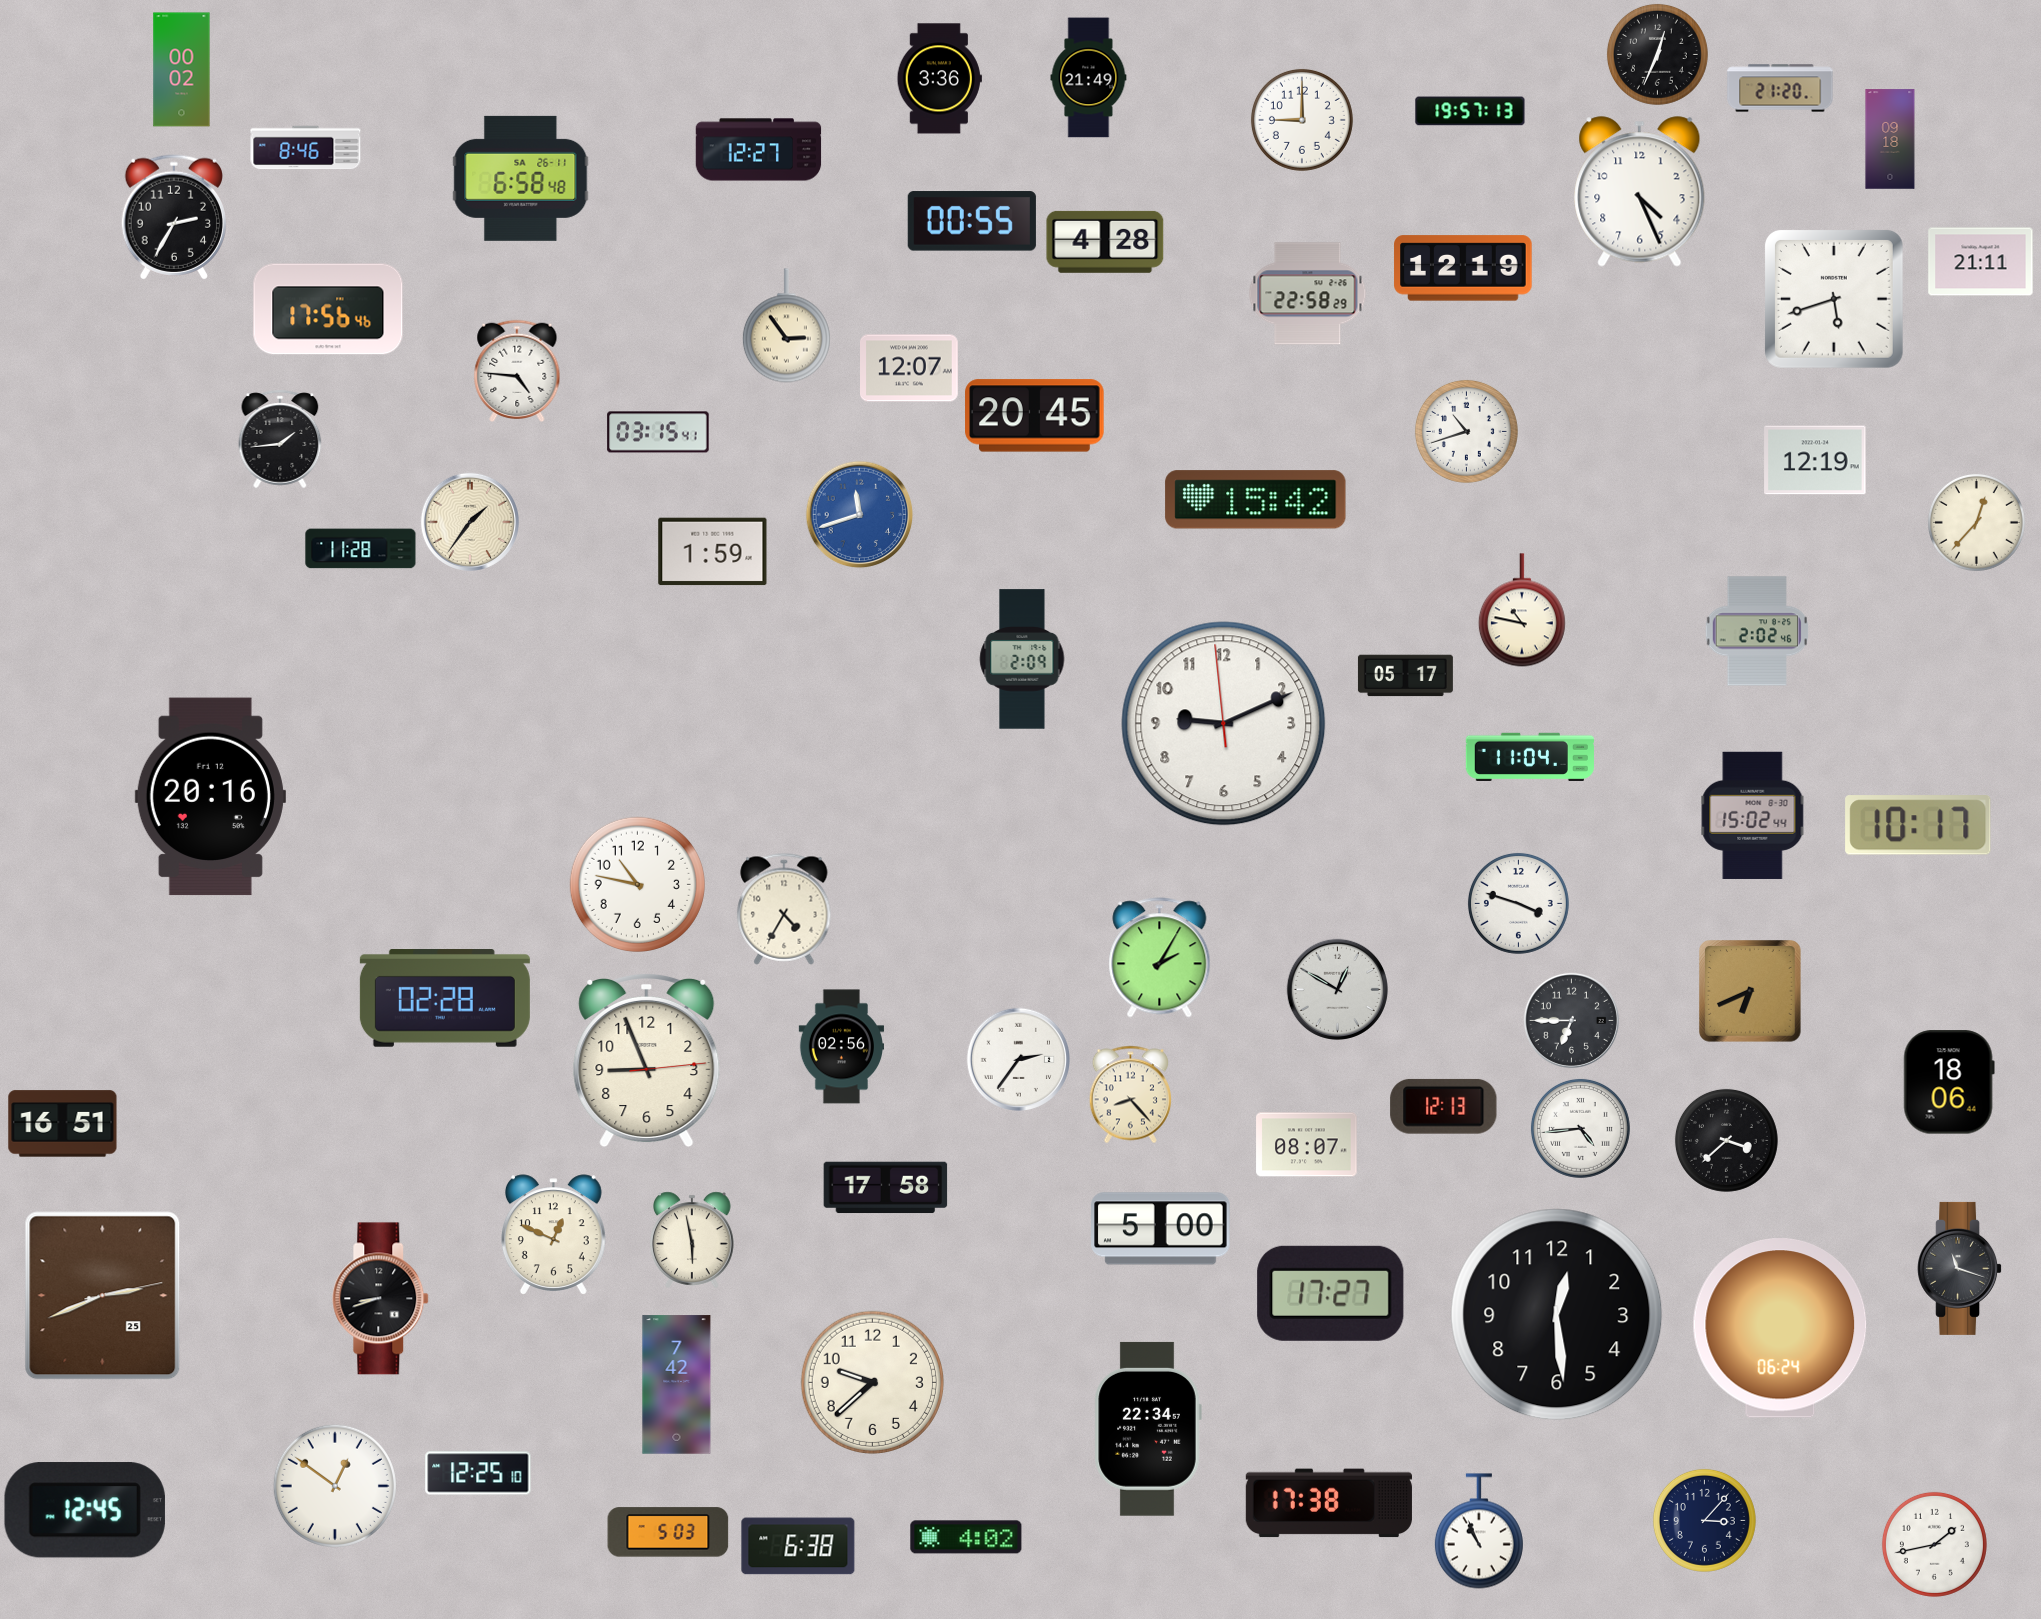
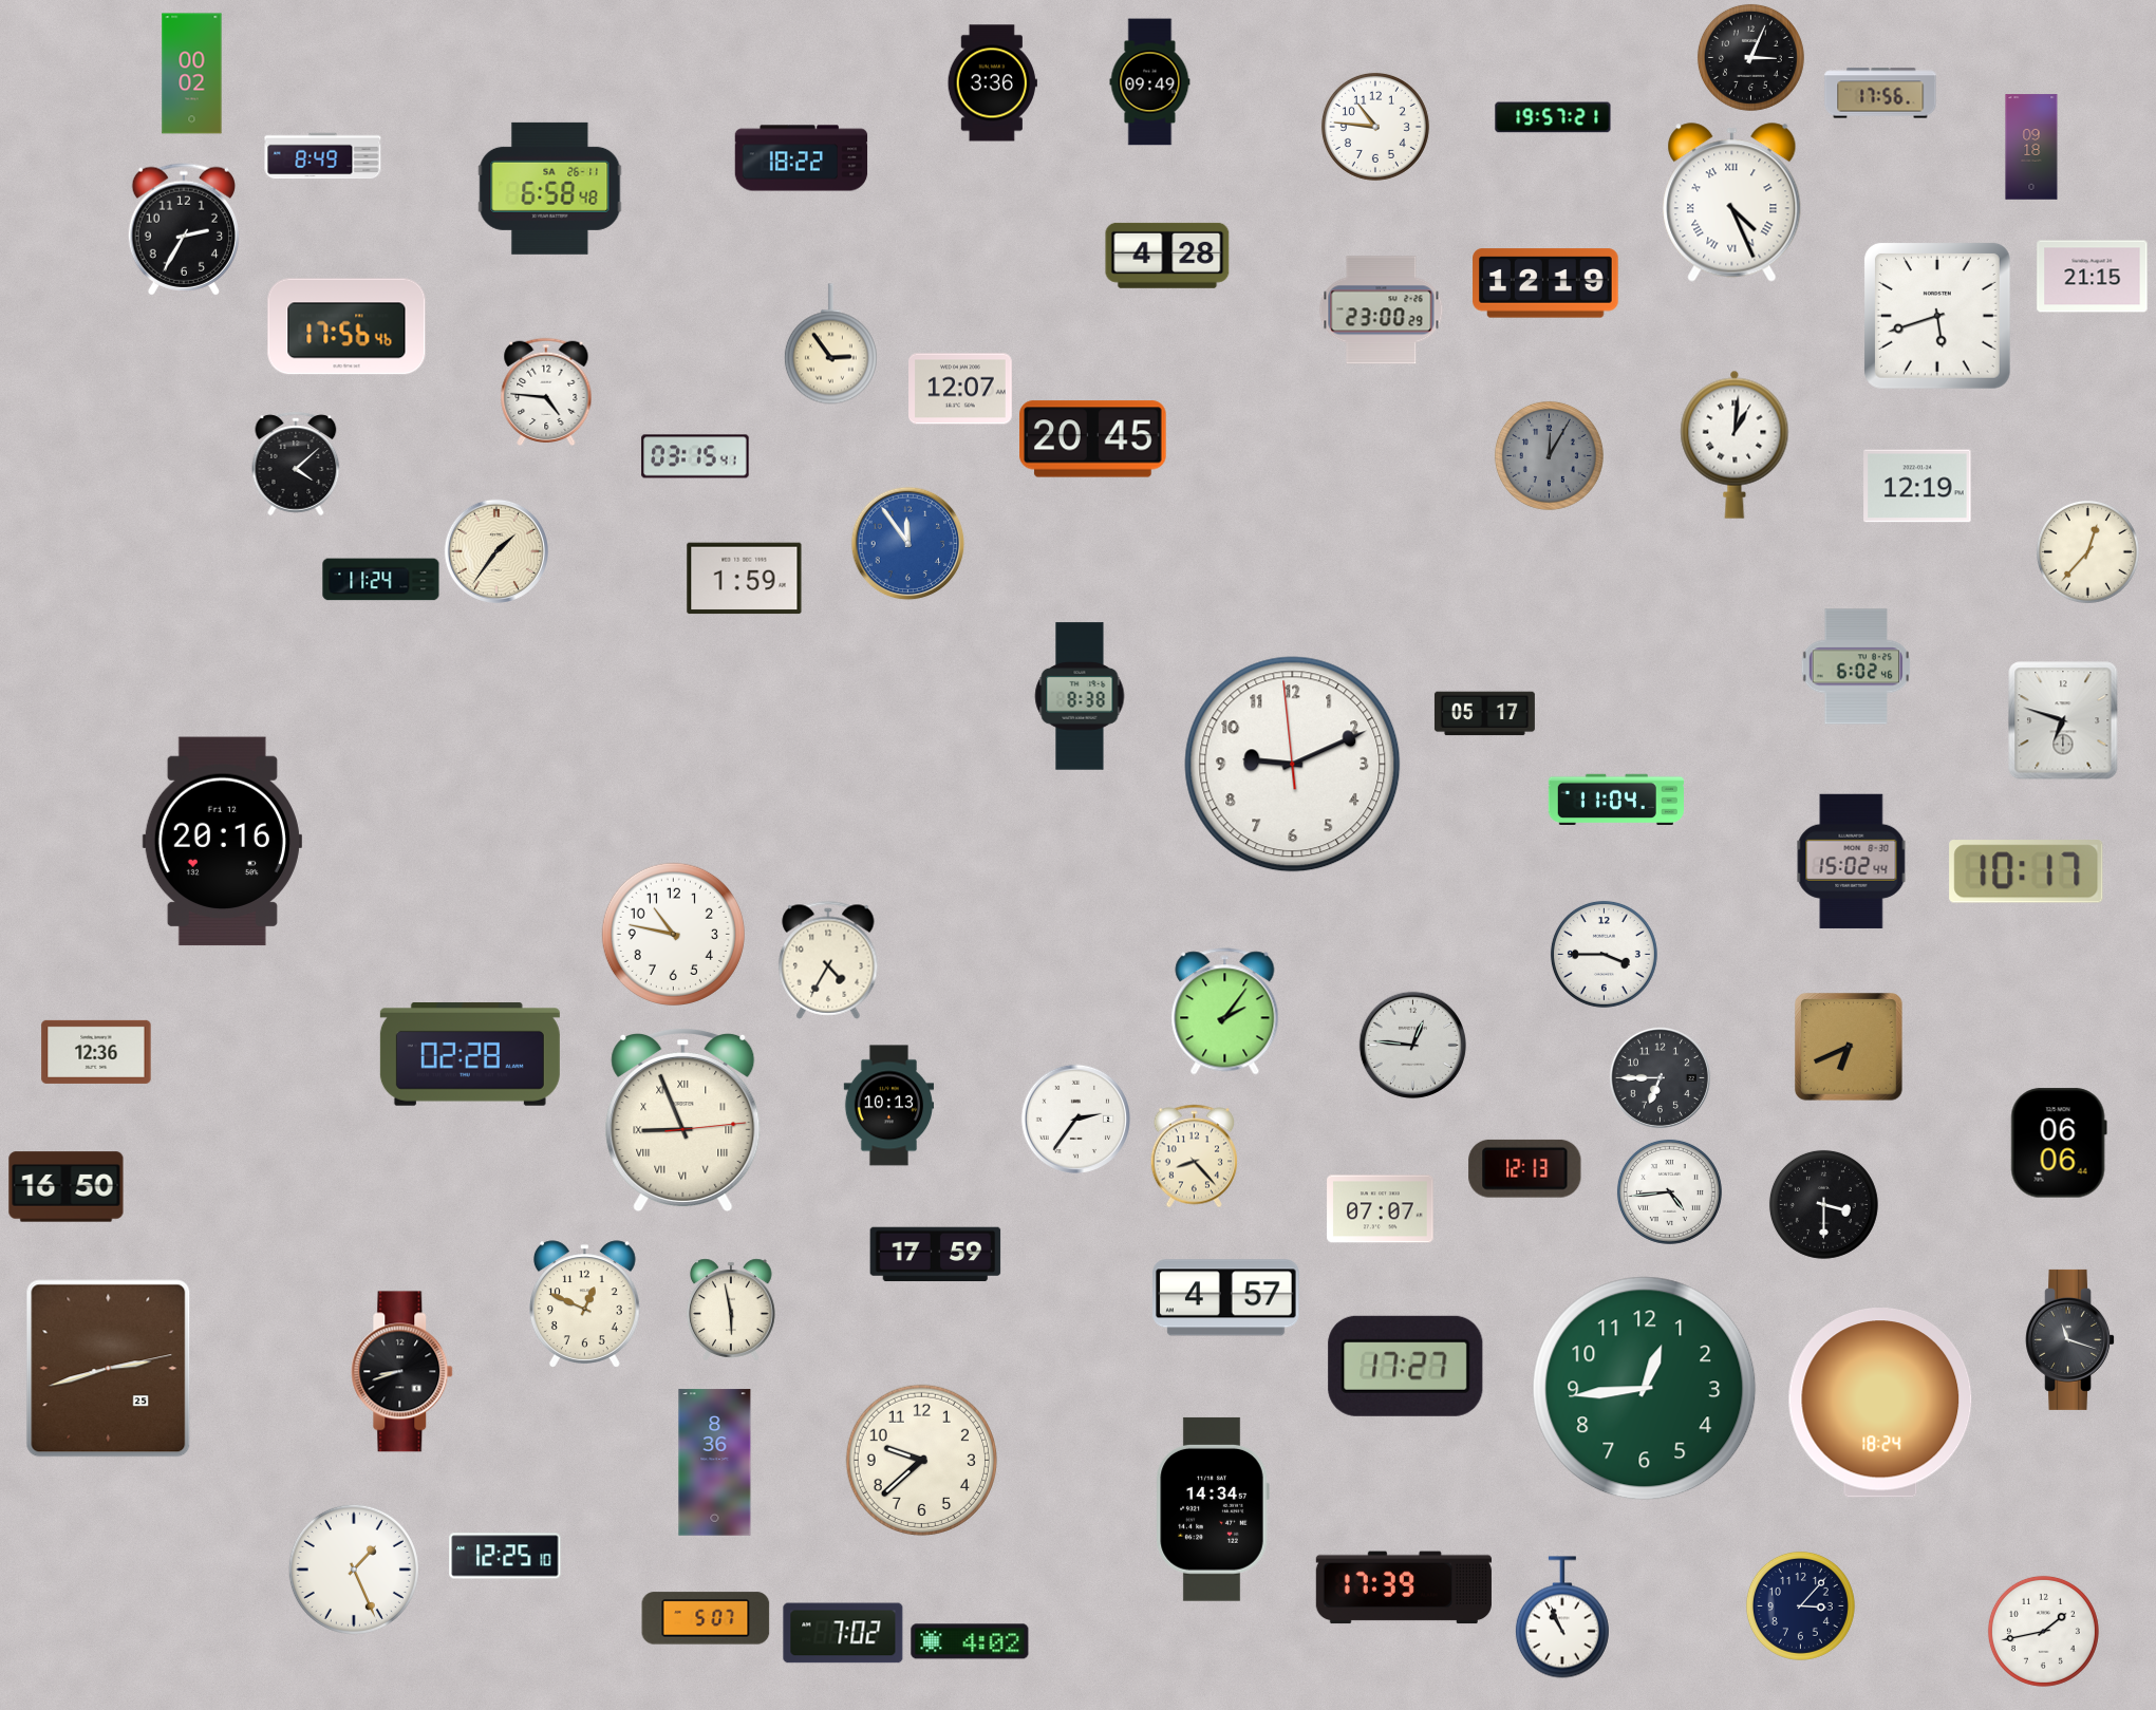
clock at (1657, 54): 12:34 -> 3:04
clock at (1089, 78): 21:49 -> 09:49
clock at (1780, 88): 21:20 -> 17:56
clock at (1470, 111): 19:57:13 -> 19:57:21
clock at (1302, 120): 9:00 -> 10:46
clock at (1890, 139) position: (1890, 139) -> (2031, 147)
clock at (306, 148): 8:46 -> 8:49
clock at (759, 150): 12:27 -> 18:22
clock at (1640, 192) numerals: Arabic -> Roman
clock at (972, 221): 00:55 -> none
clock at (1981, 262): 21:11 -> 21:15
clock at (1308, 294): 22:58 -> 23:00
clock at (1735, 445): none -> 1:01
clock at (1466, 431): 10:42 -> 12:05
clock at (1466, 431) dial: white -> grey
clock at (280, 439): 1:44 -> 4:08
clock at (1256, 500): 15:42 -> none
clock at (860, 515): 11:42 -> 11:54
clock at (361, 549): 11:28 -> 11:24
clock at (713, 552) position: (713, 552) -> (745, 579)
clock at (1522, 610): 10:47 -> none
clock at (1756, 631): 2:02 -> 6:02
clock at (1022, 659): 2:09 -> 8:38
clock at (2063, 720): none -> 6:48
clock at (1518, 903): 3:48 -> 3:45
clock at (1160, 958): 2:05 -> 2:06
clock at (1337, 989): 12:50 -> 12:46
clock at (96, 1052): none -> 12:36
clock at (841, 1047): 02:56 -> 10:13
clock at (647, 1060) numerals: Arabic -> Roman
clock at (1949, 1082): 18:06 -> 06:06
clock at (63, 1124): 16:51 -> 16:50
clock at (1726, 1140): 3:38 -> 3:30
clock at (1307, 1145): 08:07 -> 07:07
clock at (886, 1188): 17:58 -> 17:59
clock at (1161, 1229): 5:00 -> 4:57
clock at (103, 1296): 2:41 -> 2:42
clock at (1557, 1315): 12:29 -> 12:44
clock at (1557, 1315) dial: black -> green
clock at (1780, 1328): 06:24 -> 18:24
clock at (677, 1385): 7:42 -> 8:36
clock at (1148, 1429): 22:34 -> 14:34
clock at (335, 1486): 12:51 -> 1:26
clock at (1329, 1503): 17:38 -> 17:39
clock at (85, 1510): 12:45 -> none
clock at (668, 1532): 5:03 -> 5:07
clock at (966, 1537) position: (966, 1537) -> (970, 1641)
clock at (798, 1546): 6:38 -> 7:02
